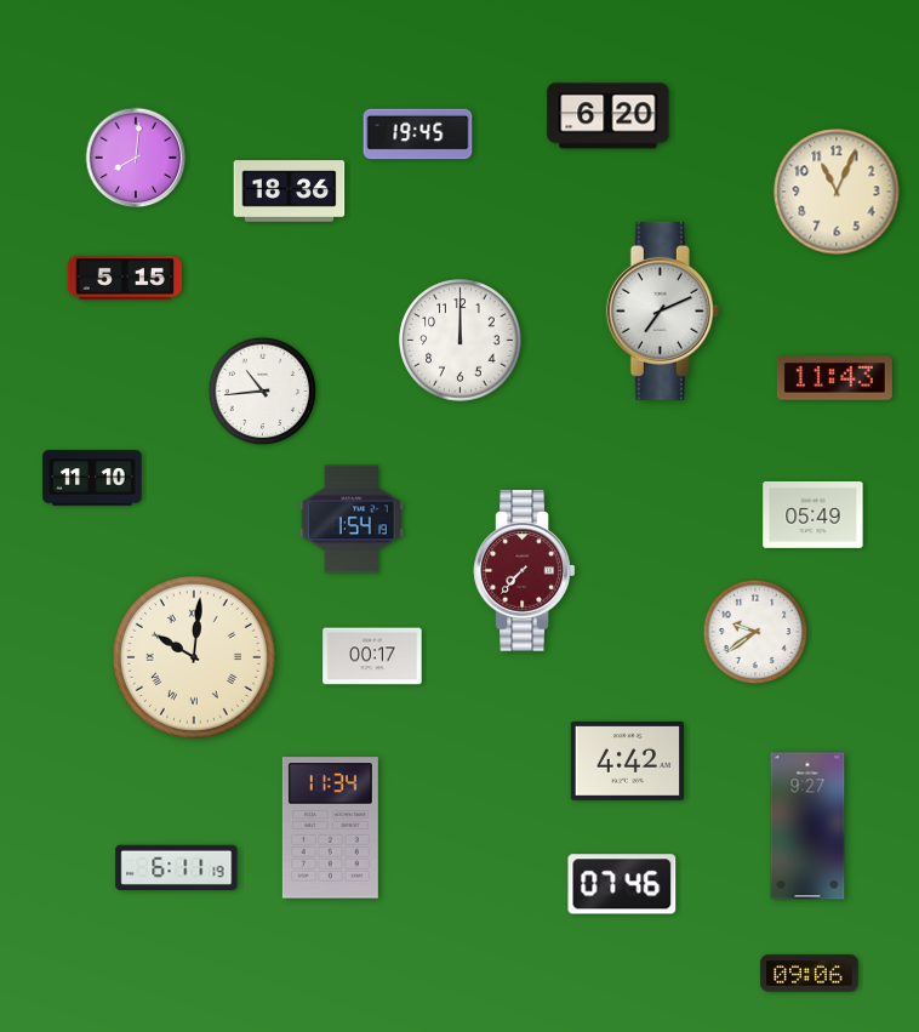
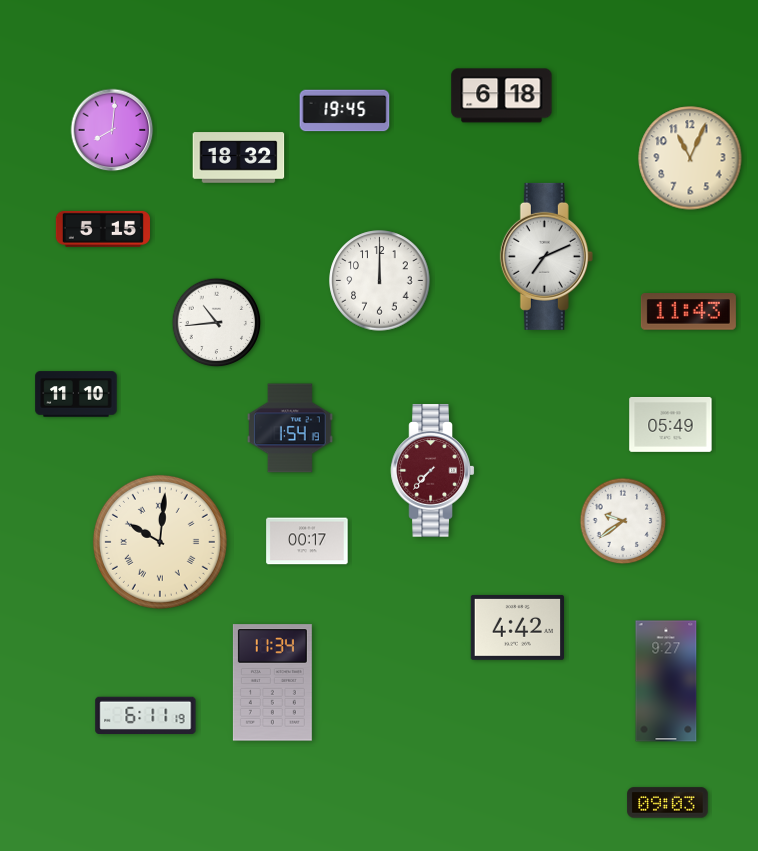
clock at (609, 116): 6:20 -> 6:18
clock at (290, 192): 18:36 -> 18:32
clock at (622, 884): 07:46 -> none
clock at (810, 974): 09:06 -> 09:03
